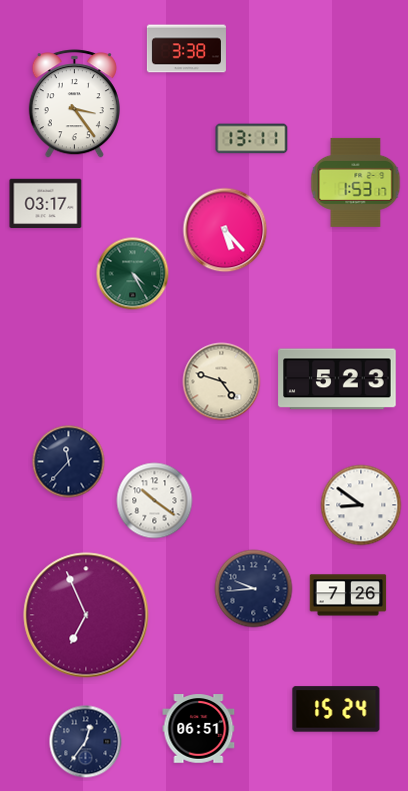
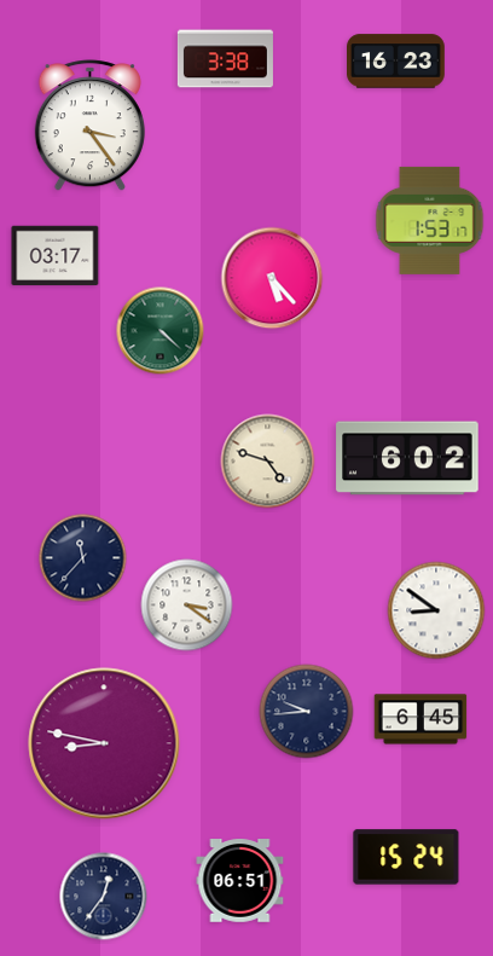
clock at (396, 62): none -> 16:23
clock at (252, 139): 13:11 -> none
clock at (46, 204) position: (46, 204) -> (56, 256)
clock at (133, 274): 4:25 -> 4:22
clock at (337, 379): 5:23 -> 6:02
clock at (155, 501): 10:21 -> 3:21
clock at (348, 595): 7:26 -> 6:45
clock at (86, 615): 6:56 -> 8:47
